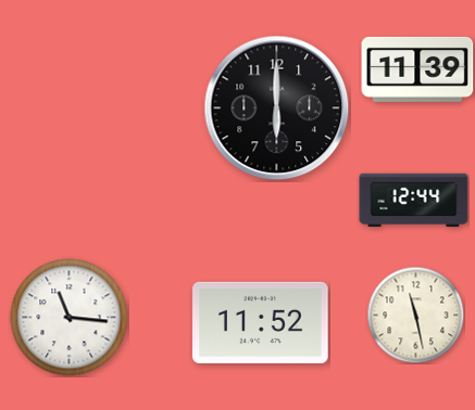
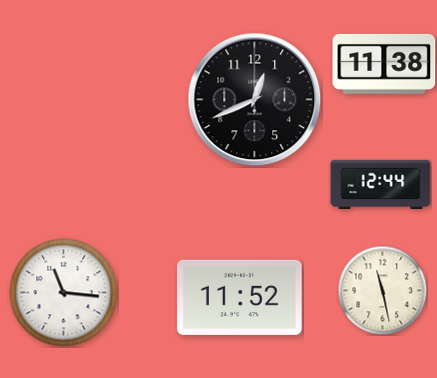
clock at (417, 69): 11:39 -> 11:38
clock at (277, 108): 6:00 -> 12:41
